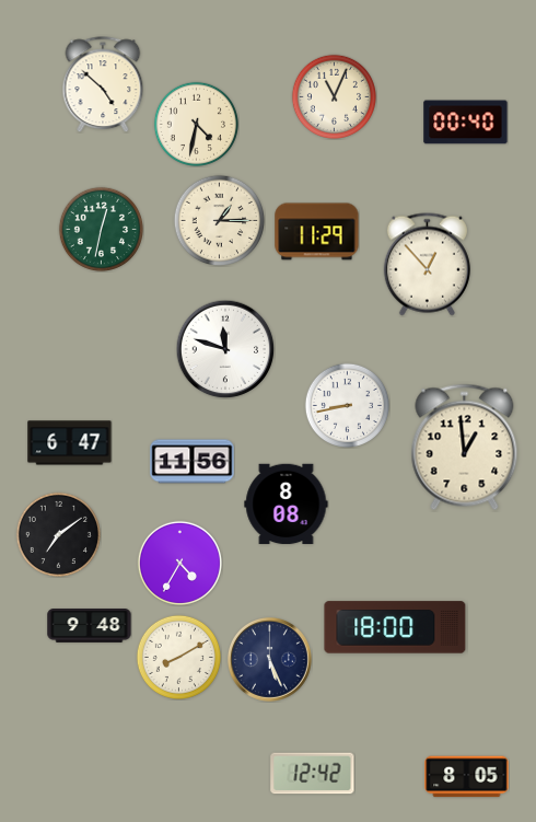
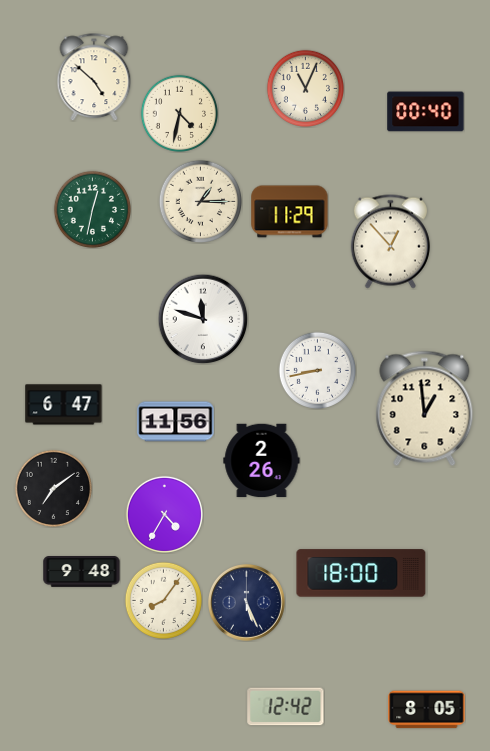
clock at (225, 349) position: (225, 349) -> (203, 319)
clock at (287, 505): 8:08 -> 2:26
clock at (178, 657): 8:10 -> 8:06
